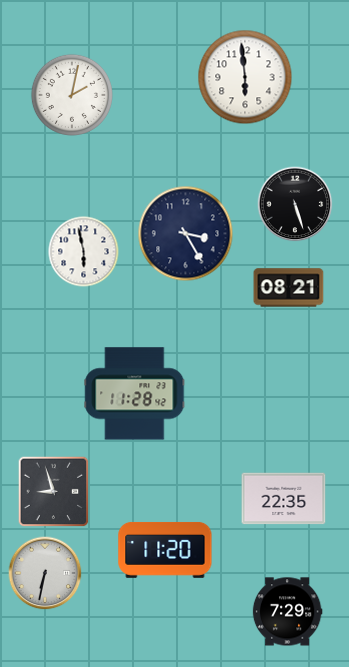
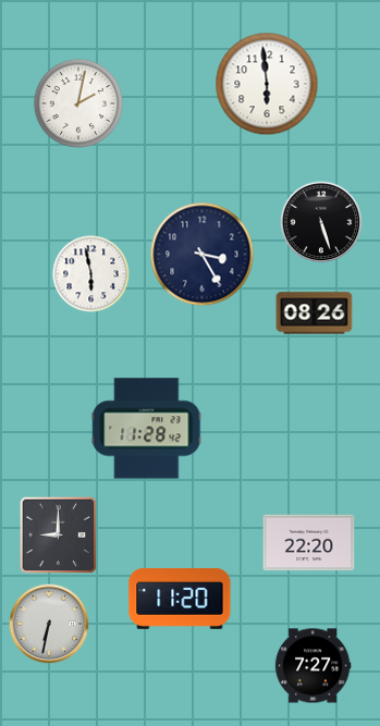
clock at (289, 288): 08:21 -> 08:26
clock at (54, 492): 8:57 -> 9:00
clock at (284, 499): 22:35 -> 22:20
clock at (287, 612): 7:29 -> 7:27
